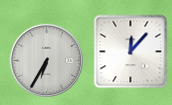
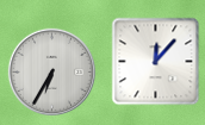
clock at (46, 60) position: (46, 60) -> (51, 71)
